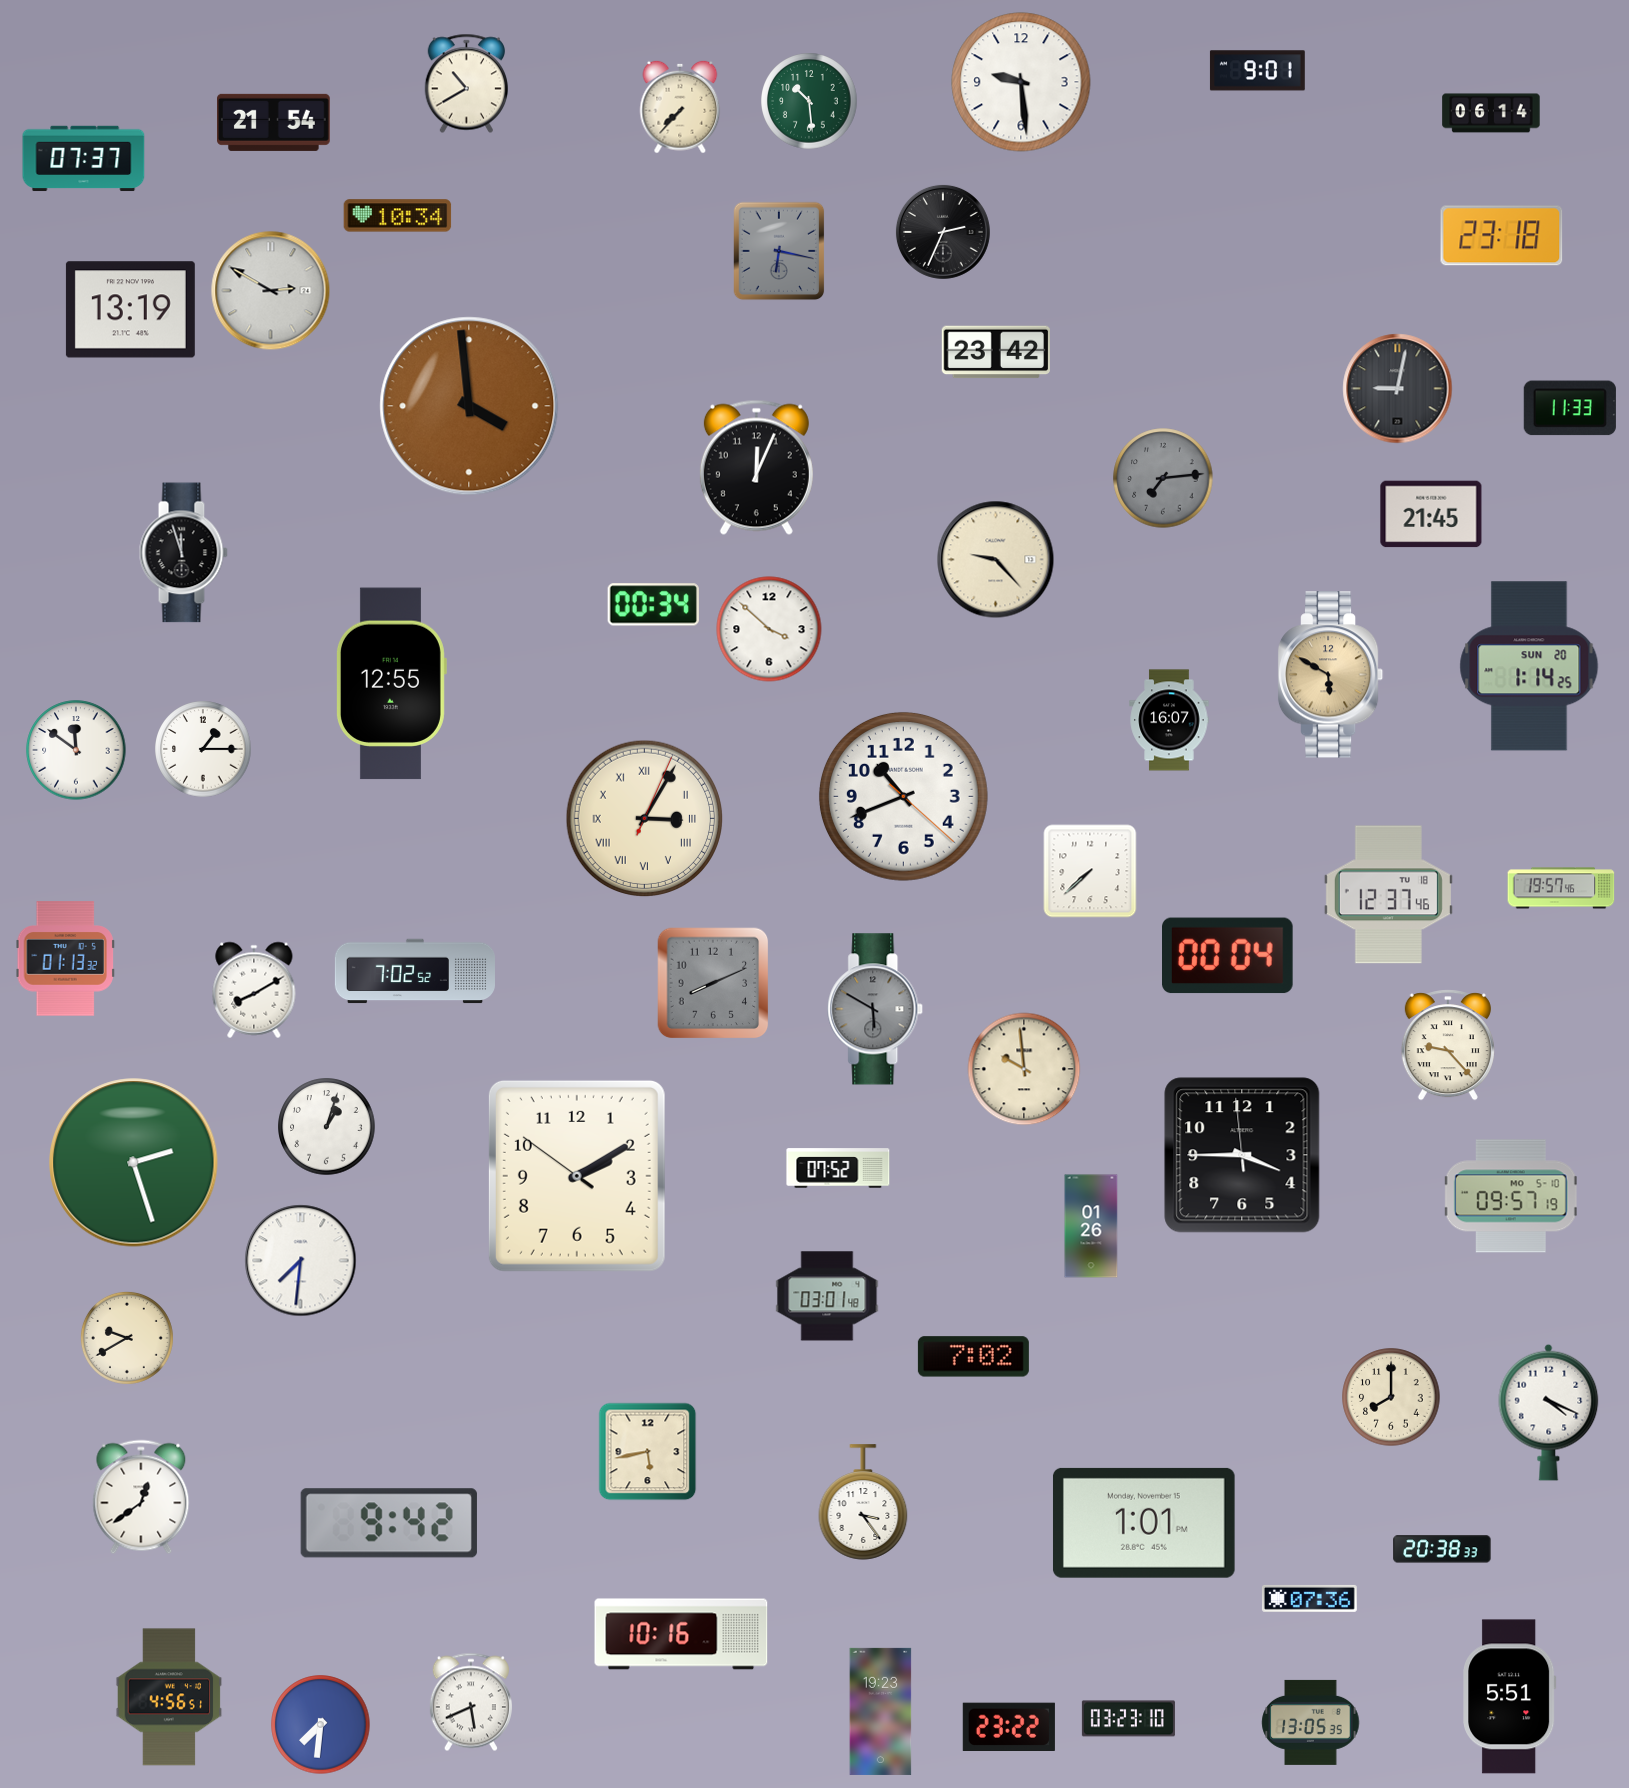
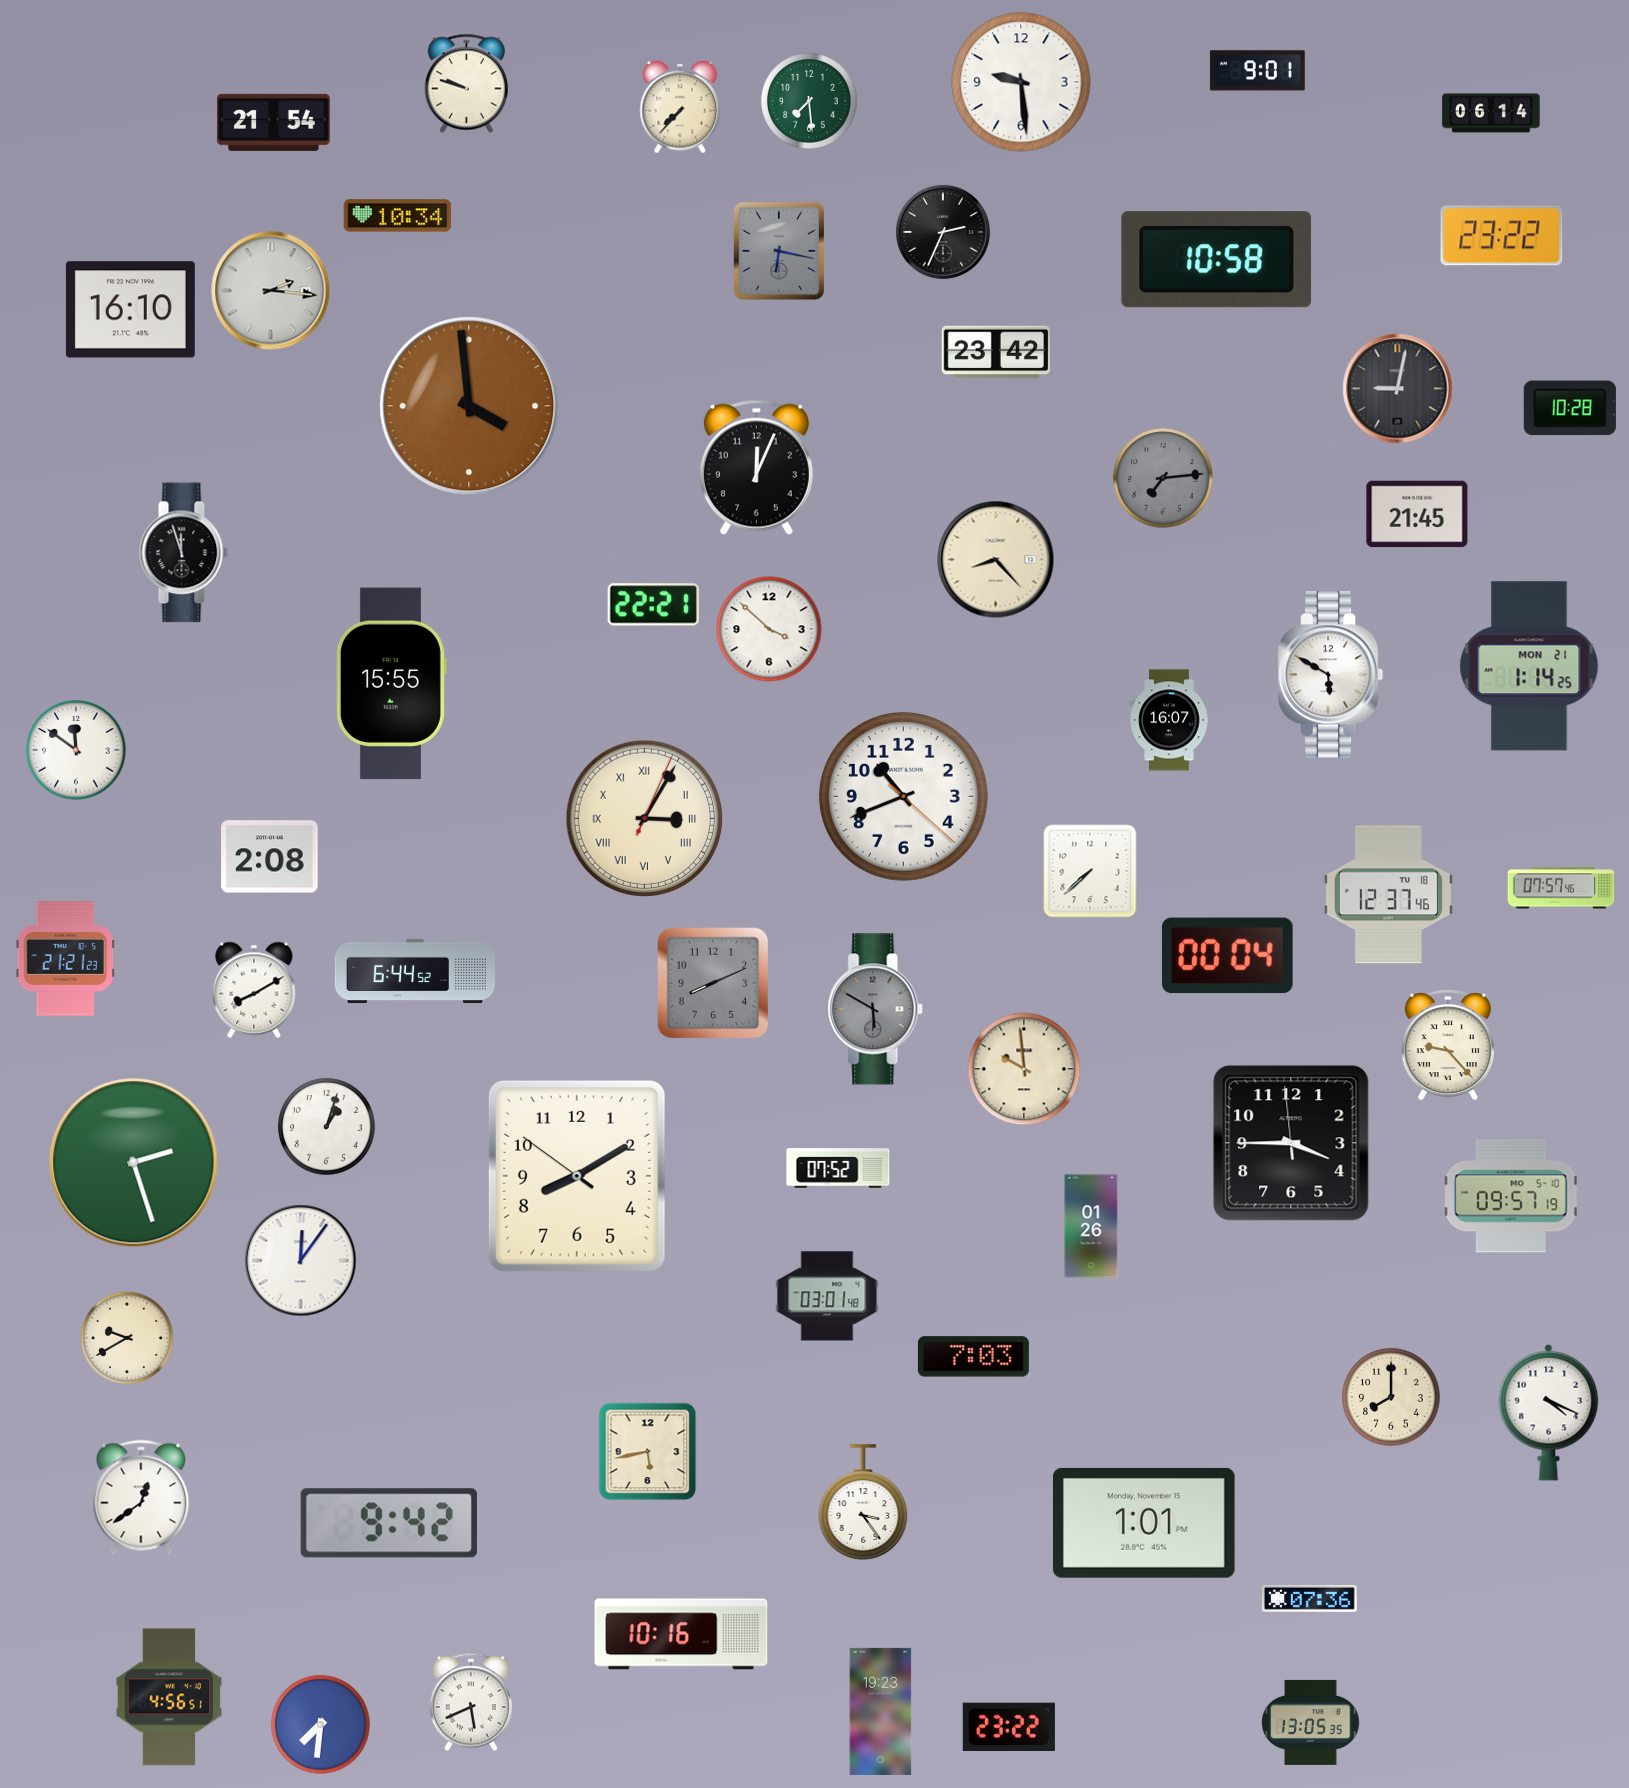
clock at (466, 84): 10:40 -> 9:48
clock at (809, 101): 10:29 -> 7:29
clock at (84, 159): 07:37 -> none
clock at (1502, 236): 23:18 -> 23:22
clock at (1217, 260): none -> 10:58
clock at (271, 291): 2:50 -> 2:16
clock at (130, 310): 13:19 -> 16:10
clock at (1570, 408): 11:33 -> 10:28
clock at (1431, 514) position: (1431, 514) -> (1417, 514)
clock at (996, 560): 9:23 -> 8:23
clock at (653, 605): 00:34 -> 22:21
clock at (1529, 666) date: SUN 20 -> MON 21
clock at (1331, 675) dial: champagne -> white
clock at (391, 684): 12:55 -> 15:55
clock at (203, 749): 1:15 -> none
clock at (270, 857): none -> 2:08
clock at (1561, 888): 19:57 -> 07:57
clock at (65, 959): 01:13 -> 21:21
clock at (414, 971): 7:02 -> 6:44
clock at (1242, 1155) position: (1242, 1155) -> (1291, 1143)
clock at (577, 1176): 2:09 -> 8:09
clock at (301, 1261): 7:31 -> 12:06
clock at (973, 1357): 7:02 -> 7:03
clock at (1442, 1549): 20:38 -> none
clock at (1510, 1697): 5:51 -> none
clock at (1128, 1719): 03:23 -> none
